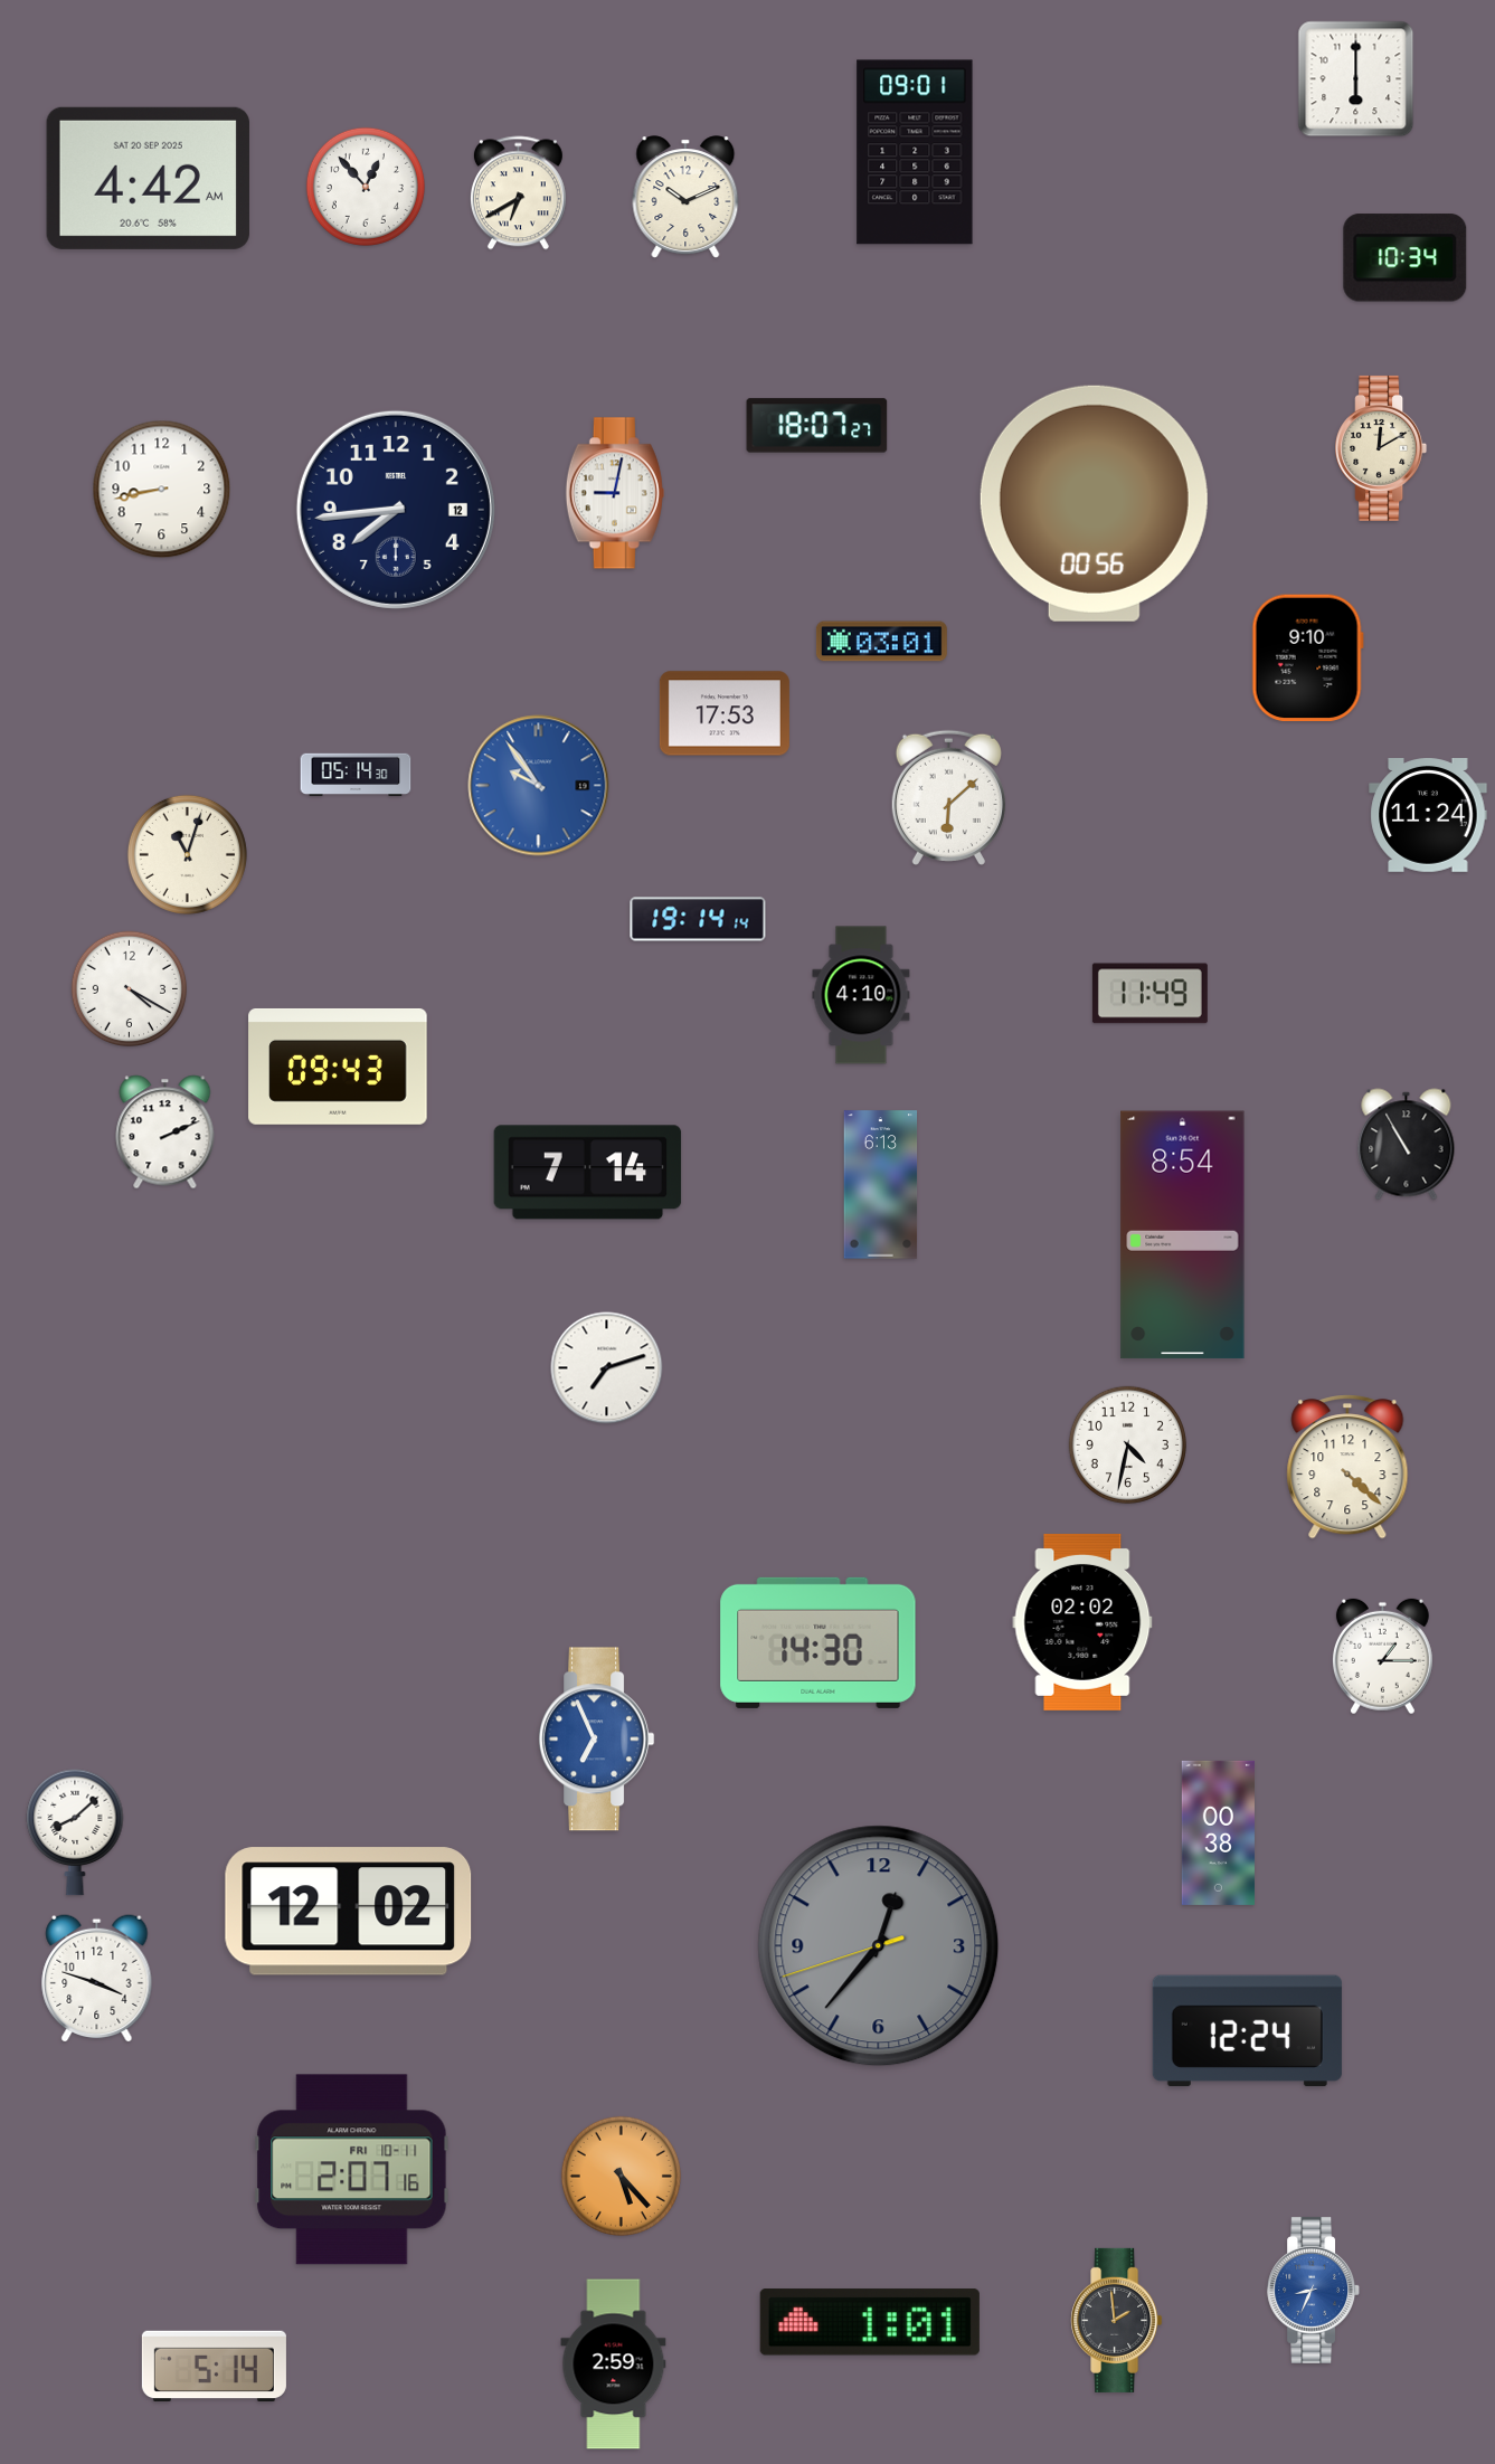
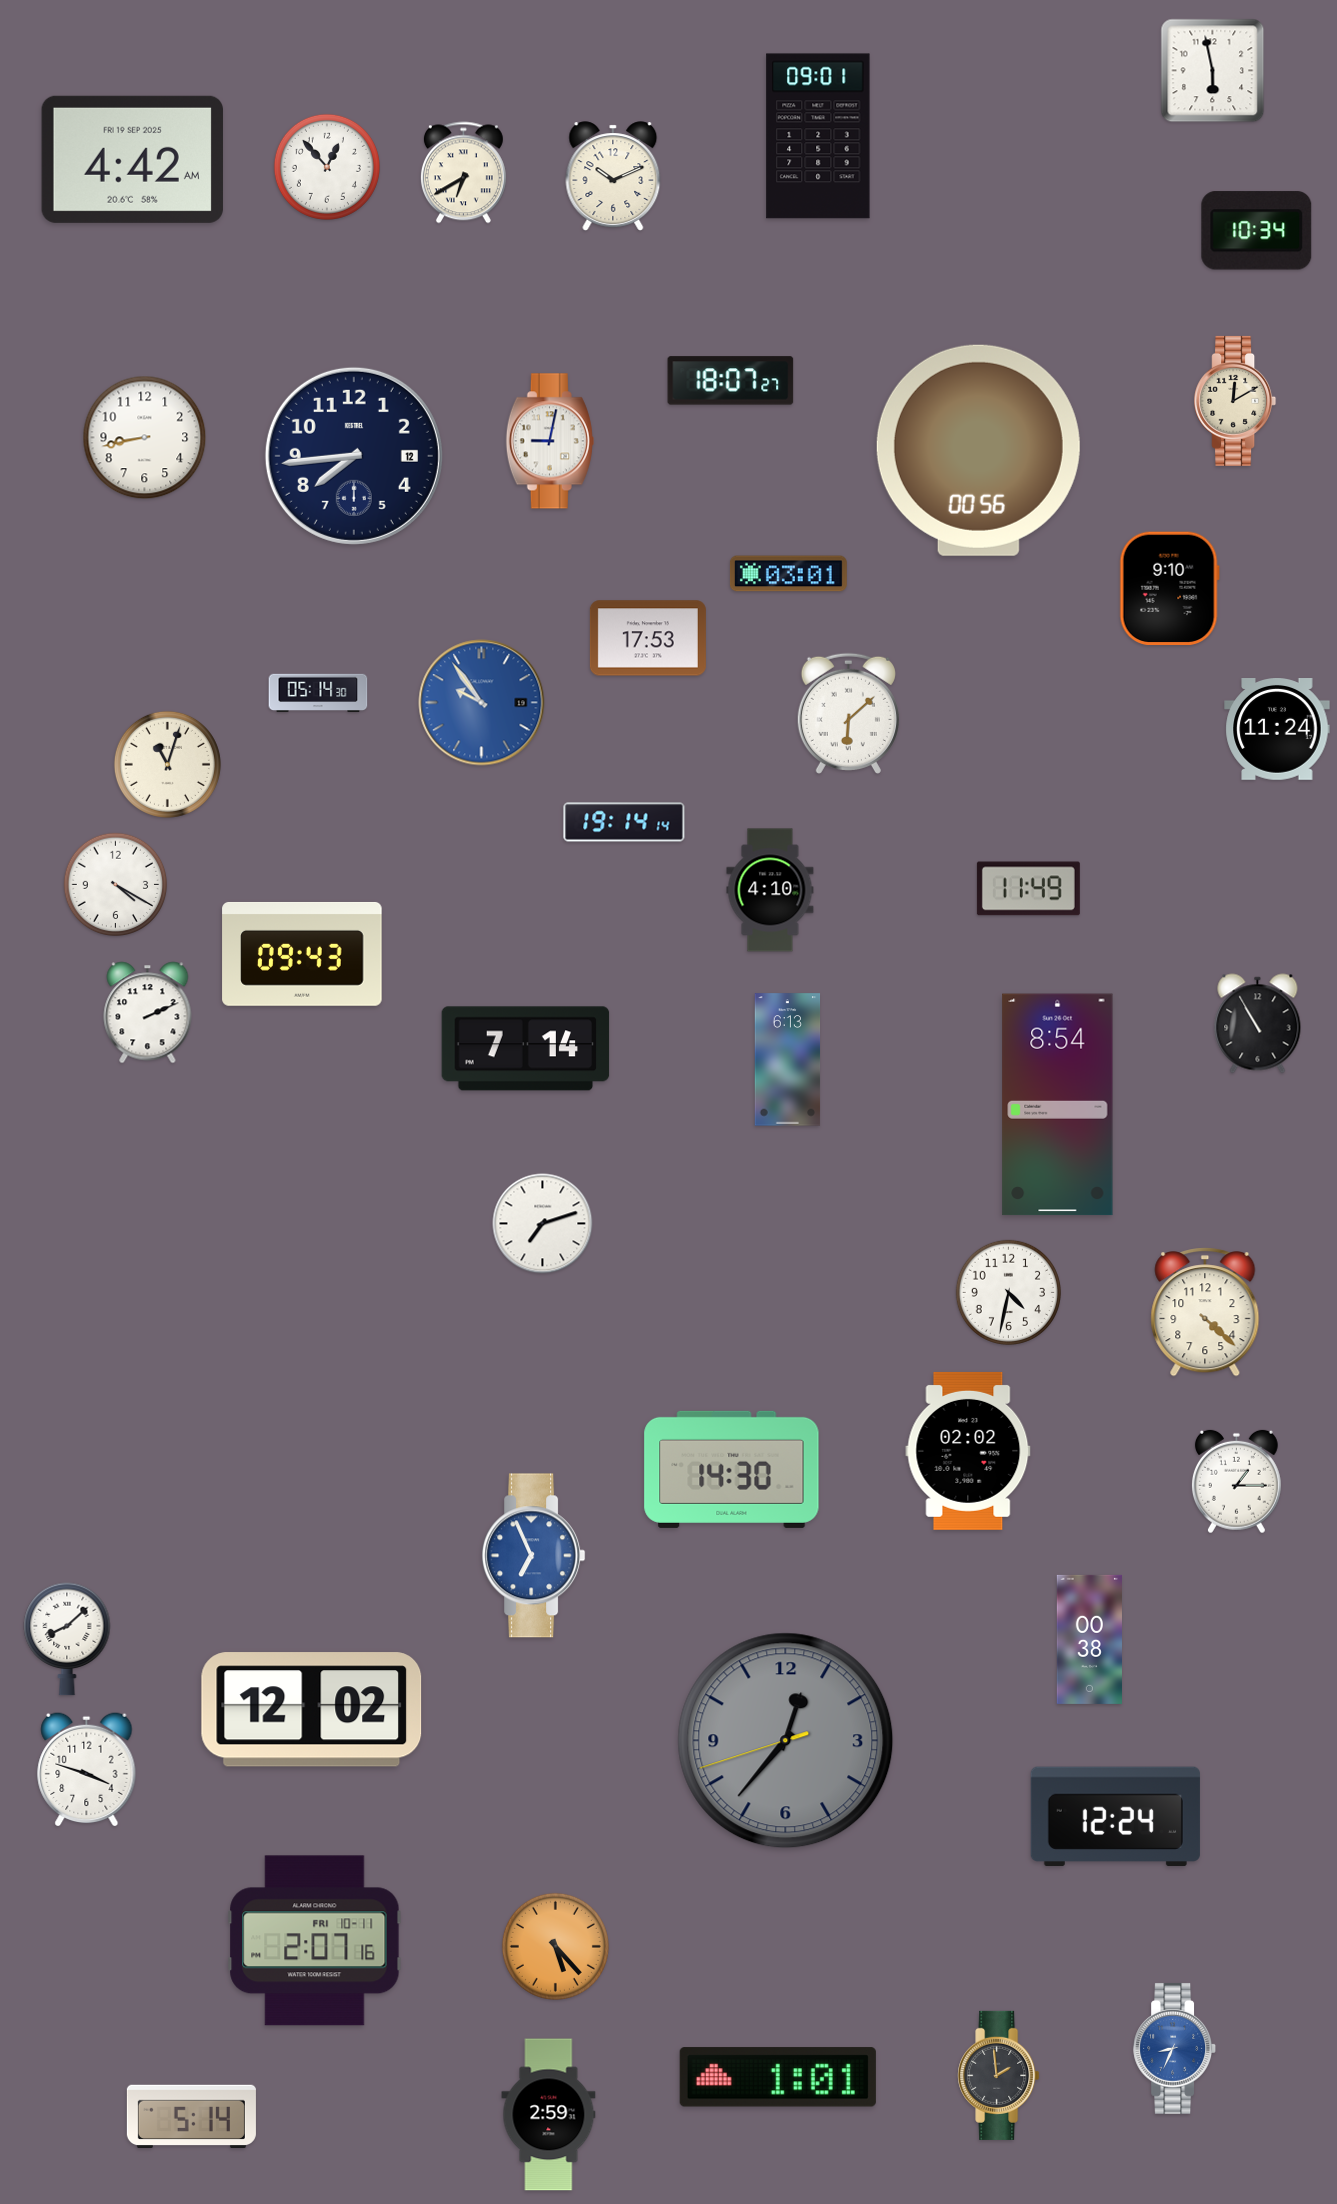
clock at (1356, 79): 6:00 -> 5:58
clock at (148, 178) date: SAT 20 SEP 2025 -> FRI 19 SEP 2025
